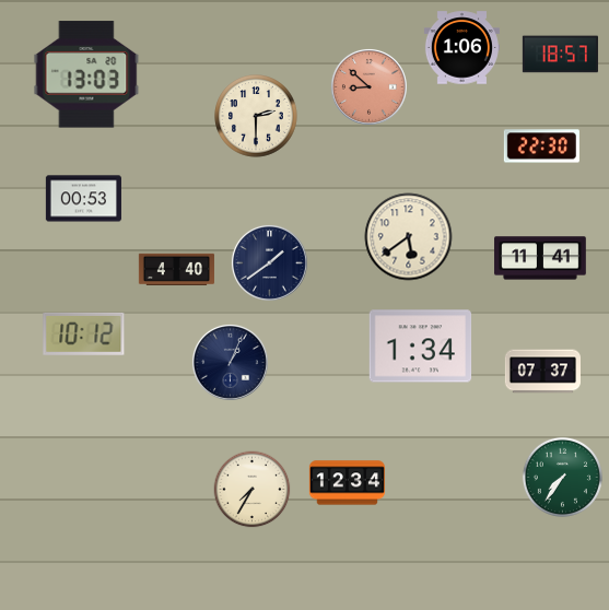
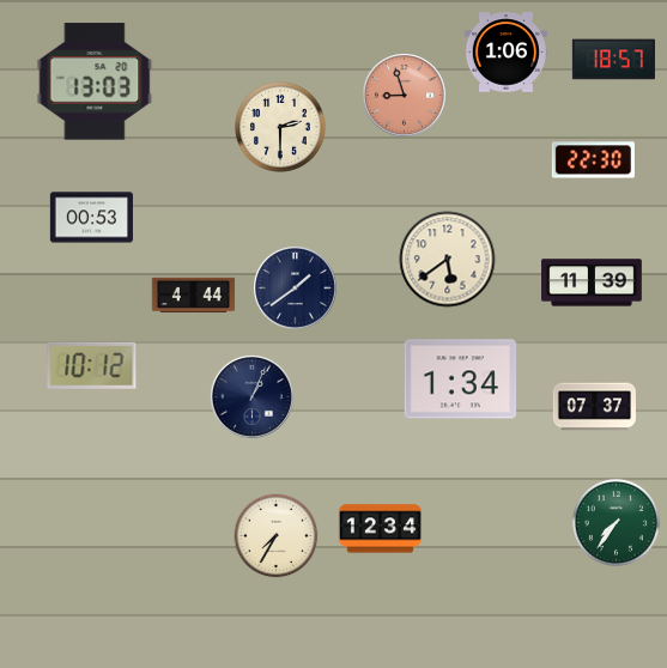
clock at (368, 86): 8:52 -> 8:57
clock at (540, 258): 11:41 -> 11:39
clock at (176, 269): 4:40 -> 4:44
